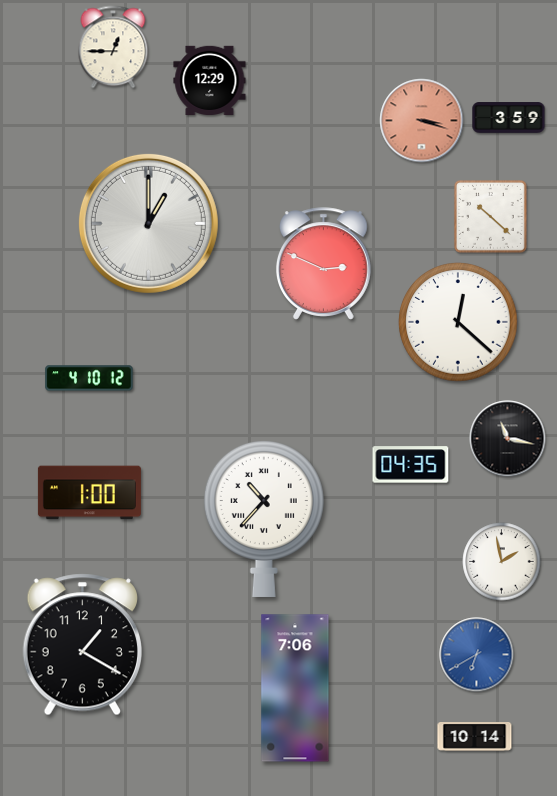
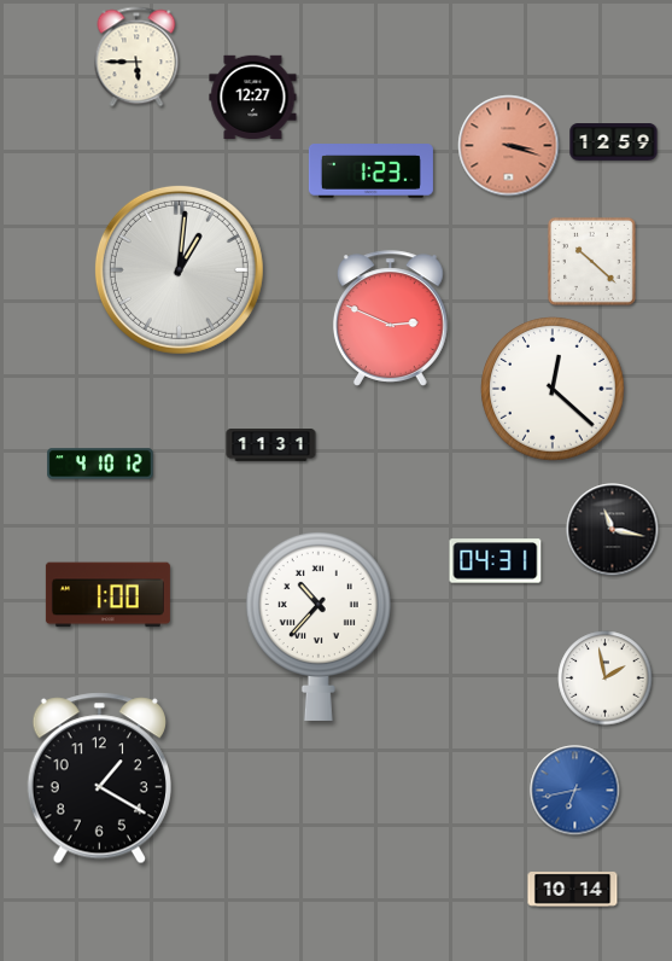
clock at (113, 47): 12:45 -> 5:45
clock at (210, 80): 12:29 -> 12:27
clock at (509, 118): 3:59 -> 12:59
clock at (370, 171): none -> 1:23
clock at (148, 223): 1:00 -> 1:01
clock at (271, 445): none -> 11:31
clock at (89, 378) position: (89, 378) -> (100, 464)
clock at (411, 465): 04:35 -> 04:31
clock at (477, 655): 6:40 -> 6:43
clock at (295, 688): 7:06 -> none
